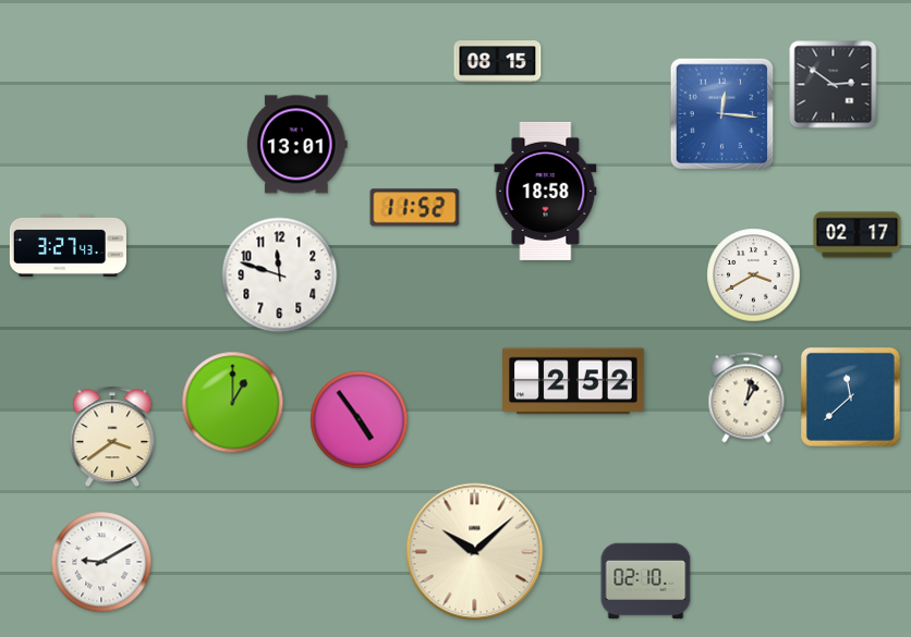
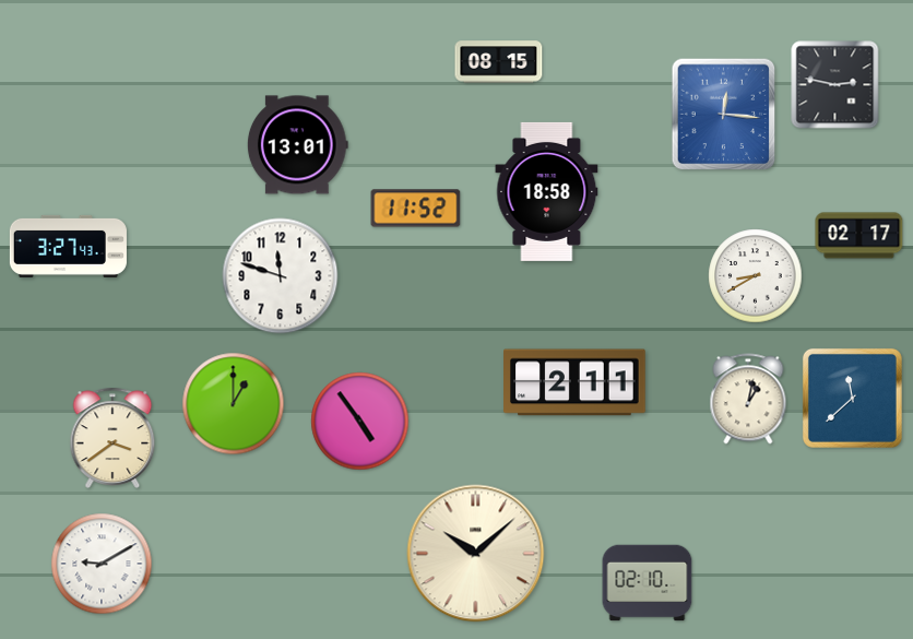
clock at (834, 85): 2:51 -> 2:47
clock at (754, 275): 3:40 -> 8:40
clock at (573, 381): 2:52 -> 2:11
